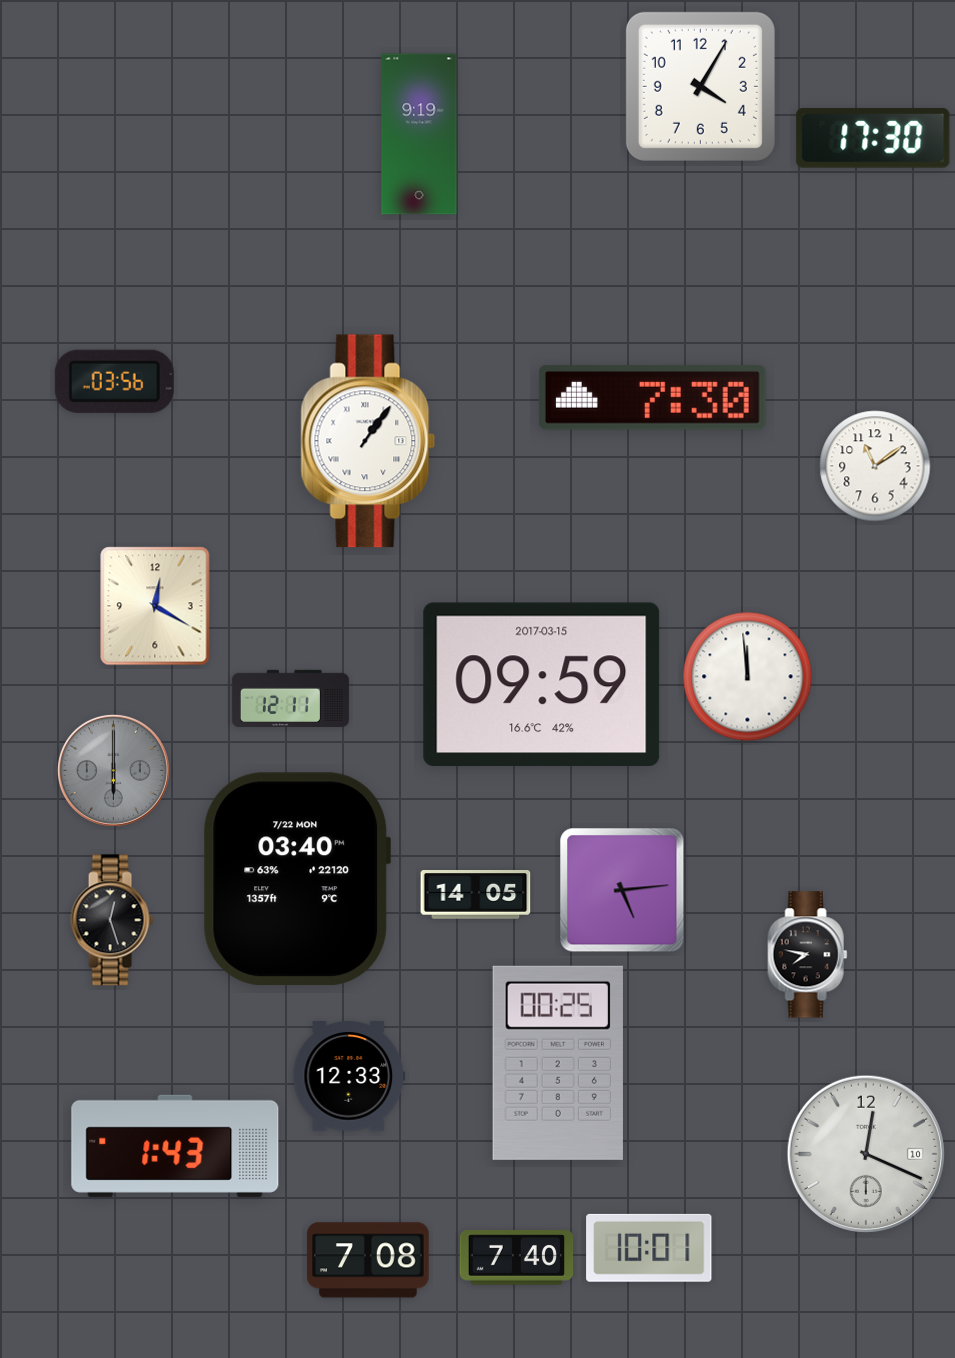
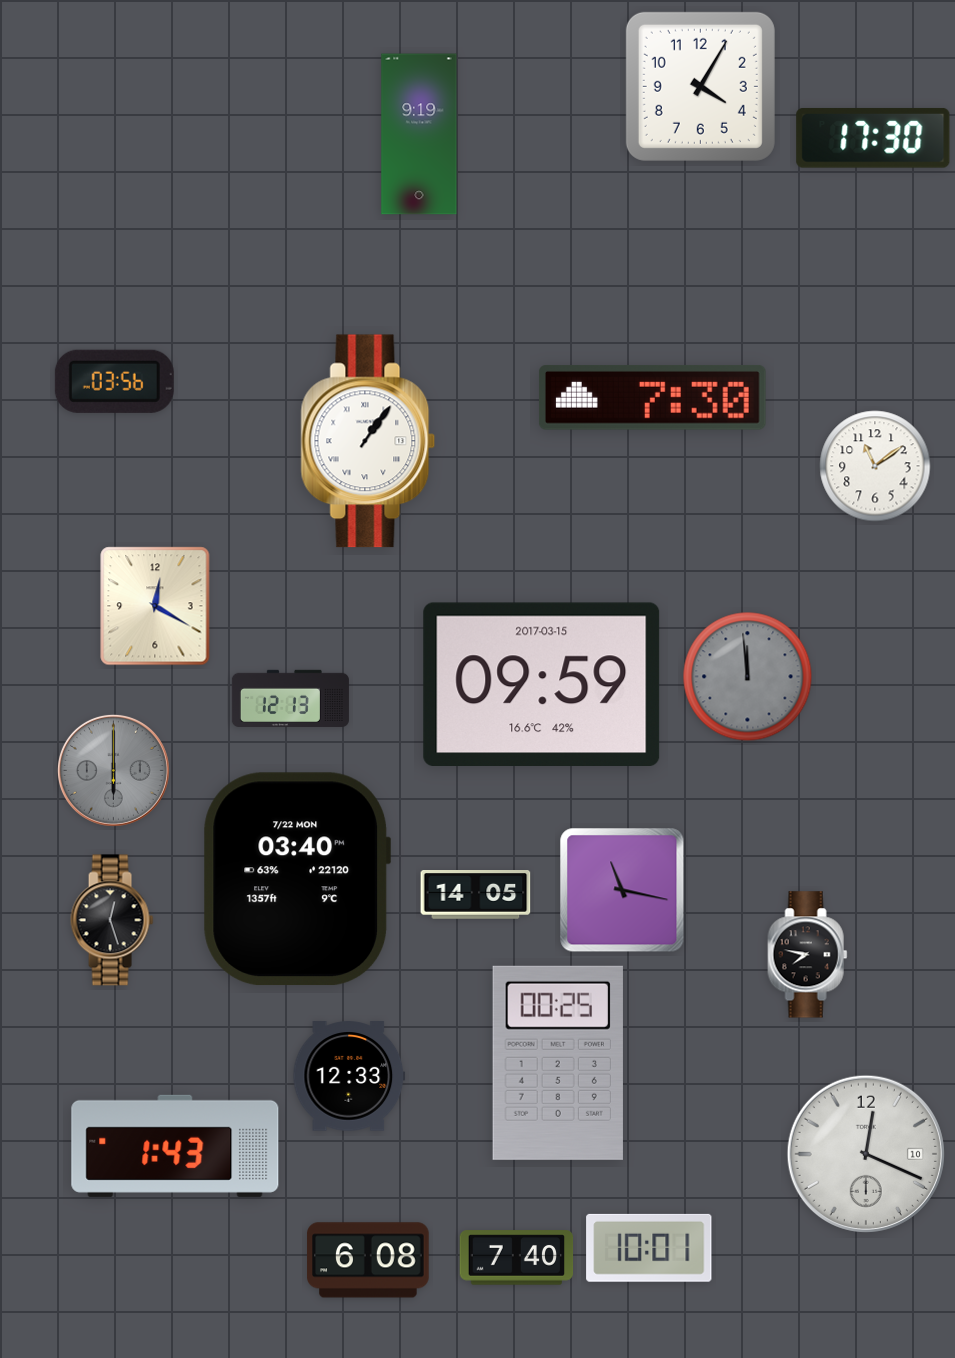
clock at (748, 677) dial: white -> grey
clock at (290, 698): 12:11 -> 12:13
clock at (622, 890): 5:14 -> 11:17
clock at (368, 1260): 7:08 -> 6:08
